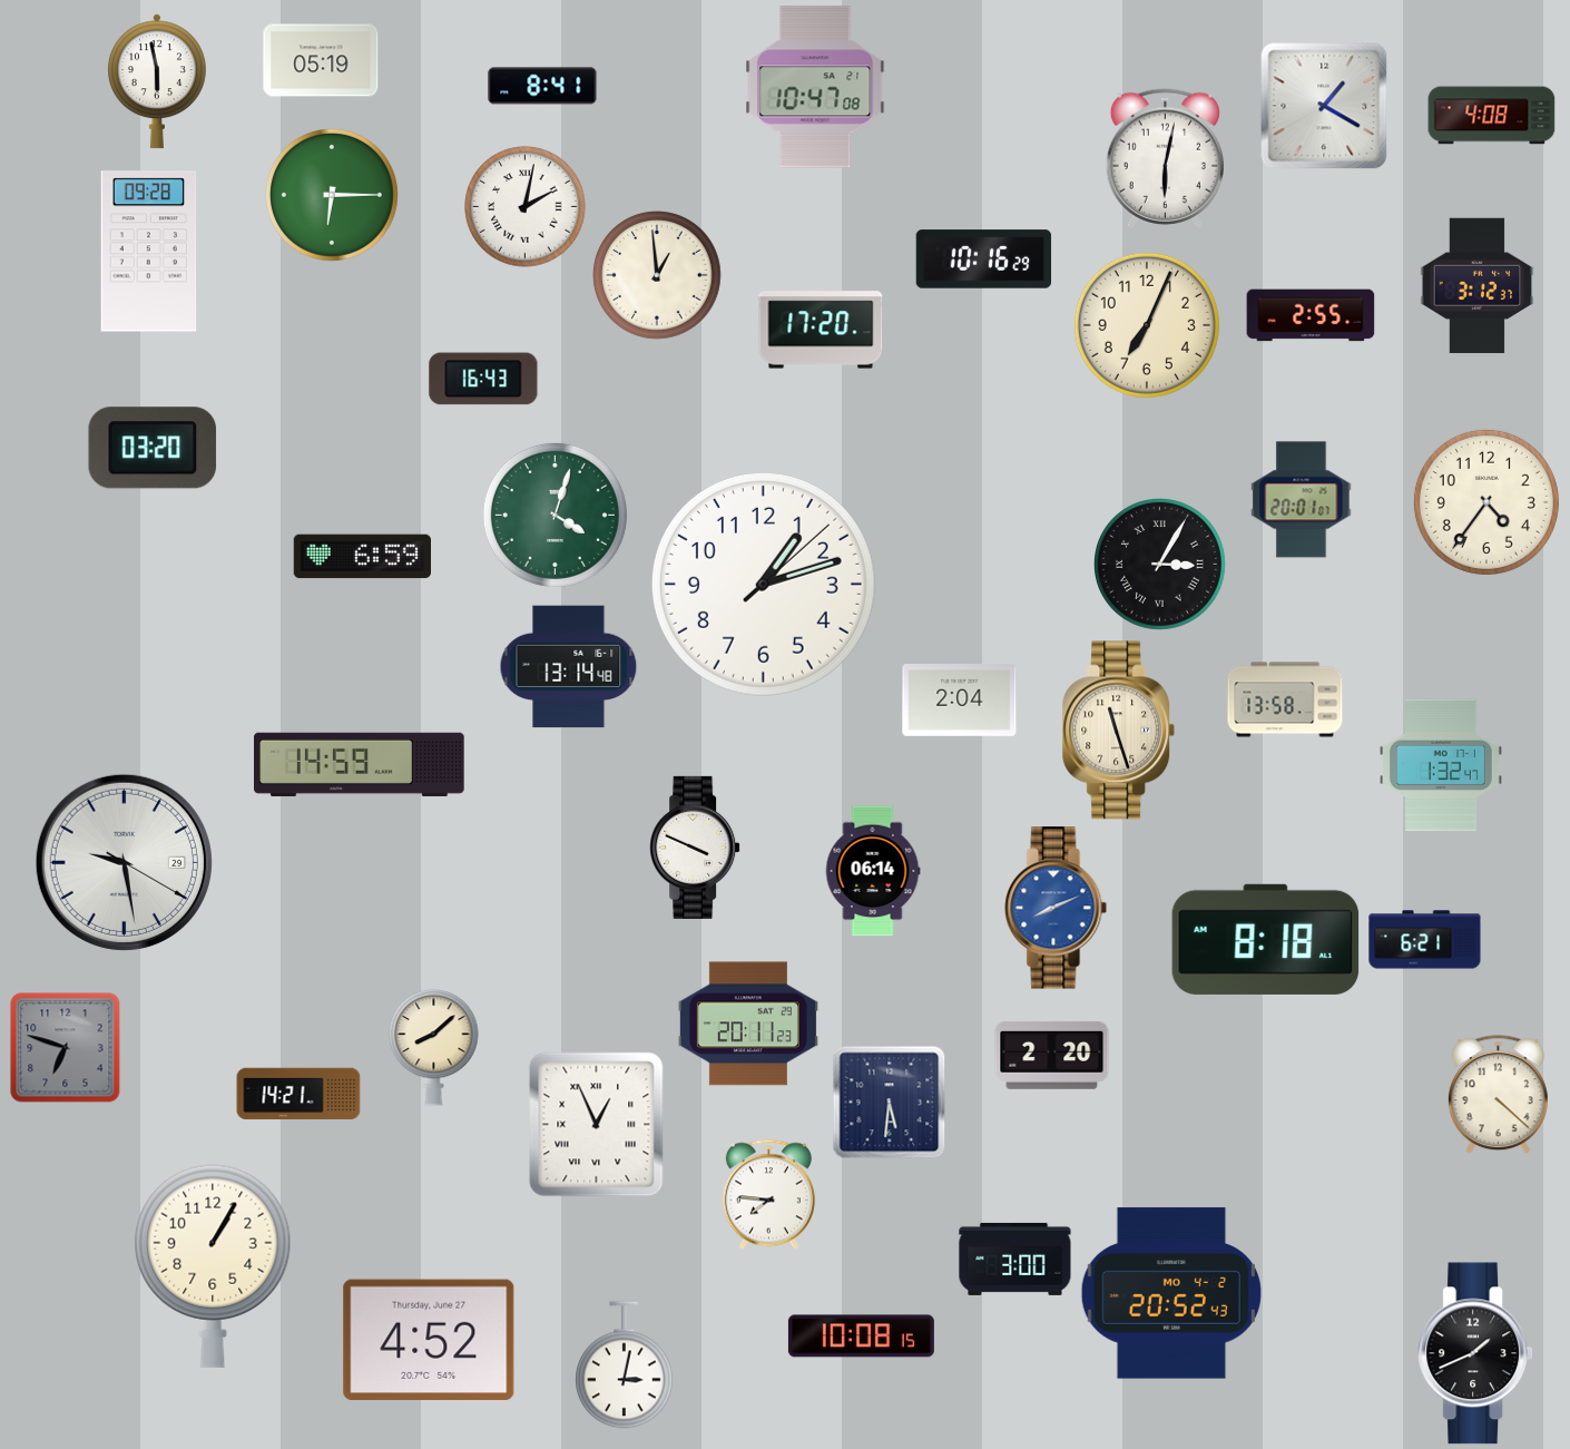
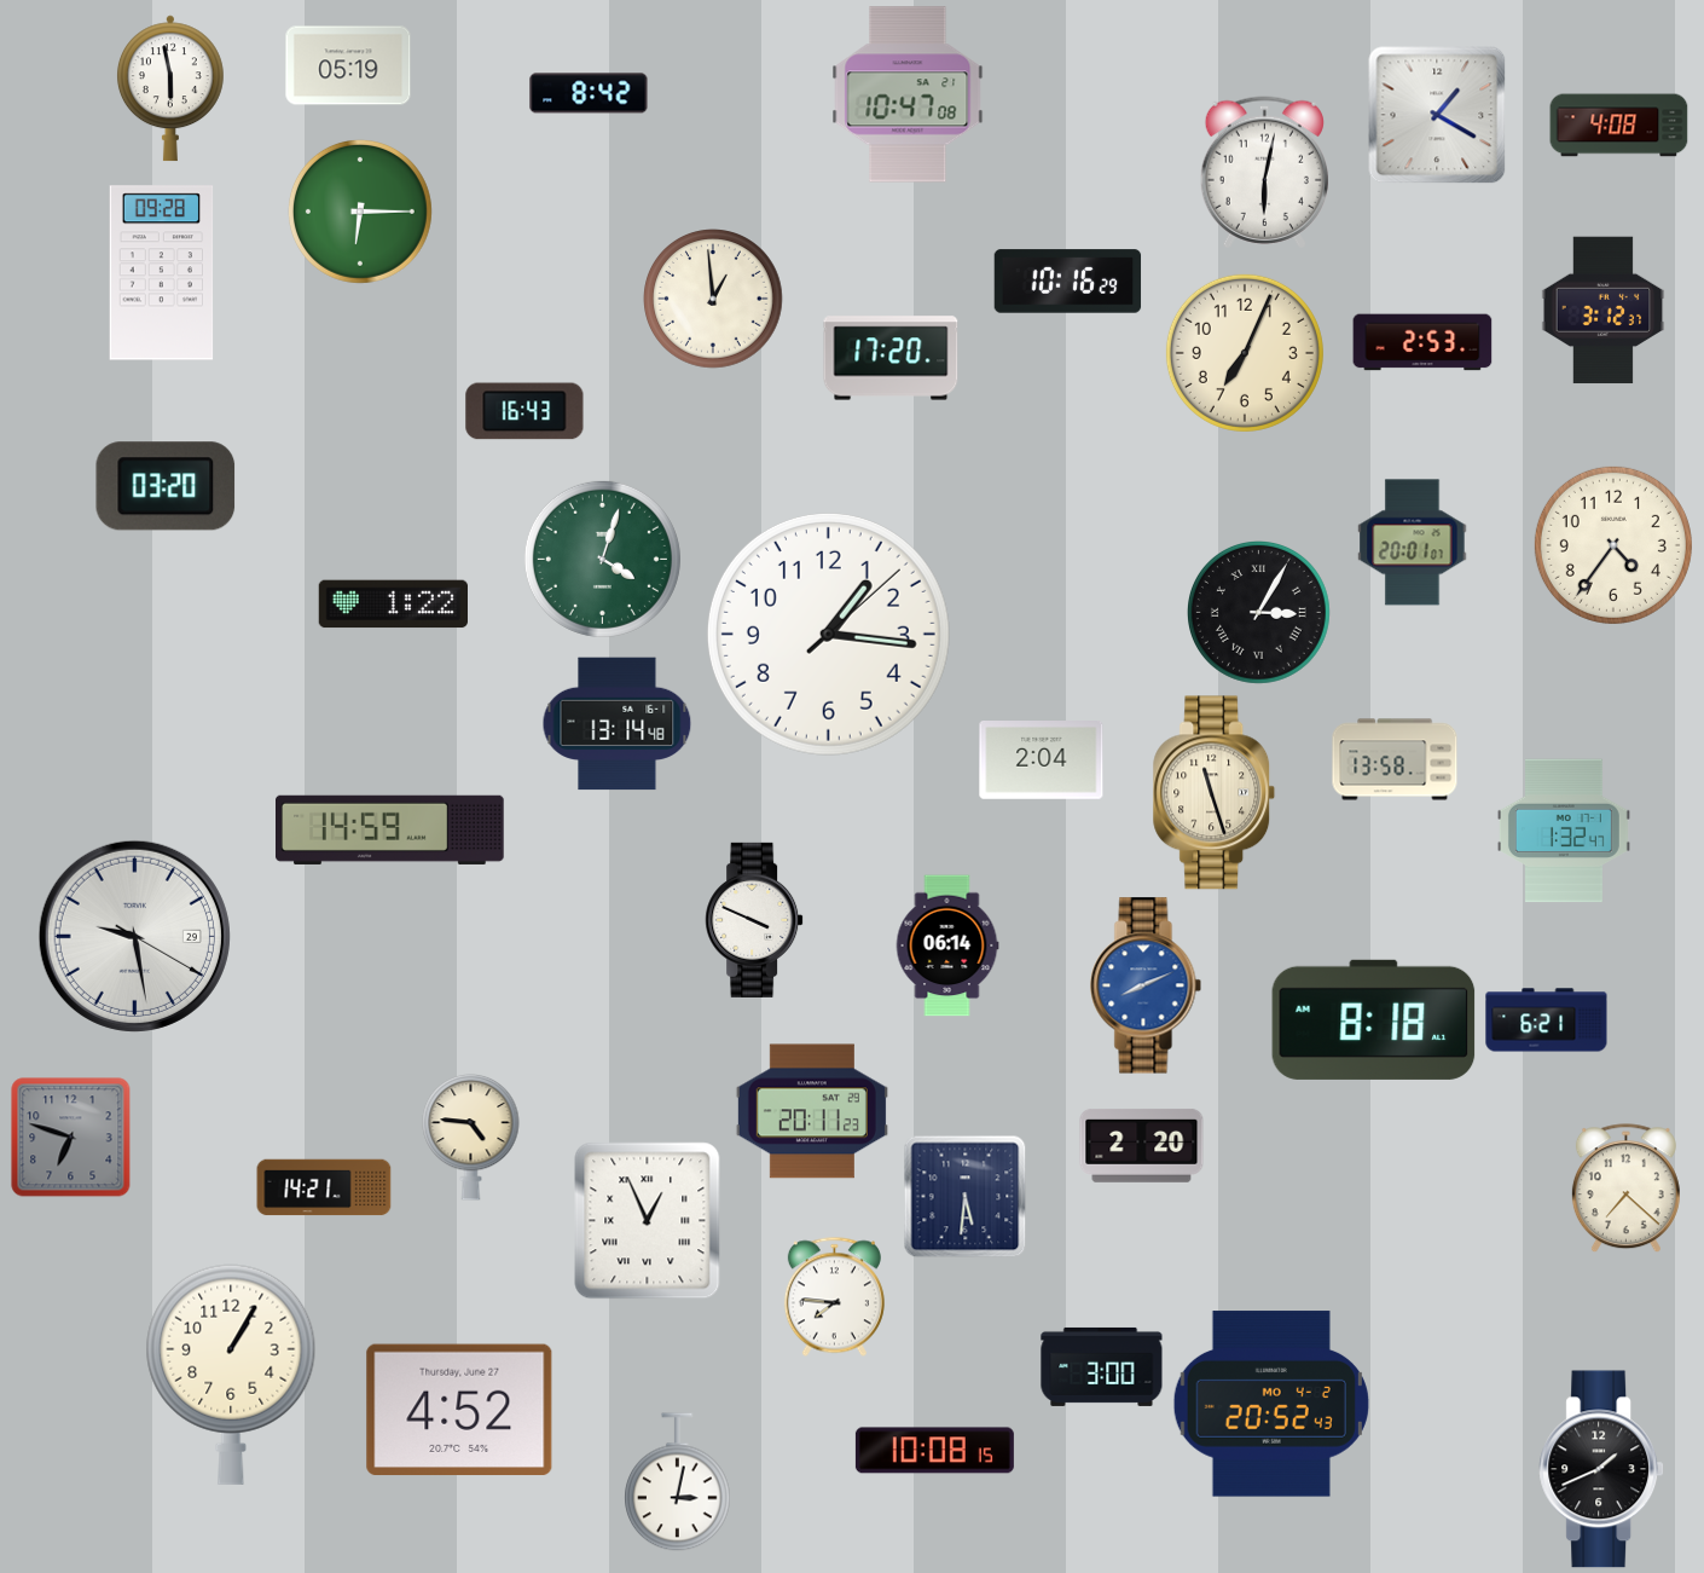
clock at (542, 86): 8:41 -> 8:42
clock at (815, 87) position: (815, 87) -> (908, 94)
clock at (526, 207): 2:02 -> none
clock at (1311, 315): 2:55 -> 2:53
clock at (362, 557): 6:59 -> 1:22
clock at (763, 584): 1:12 -> 1:16
clock at (434, 1047): 8:08 -> 4:46
clock at (1498, 1095): 4:22 -> 7:22
clock at (429, 1340) position: (429, 1340) -> (459, 1410)
